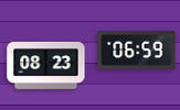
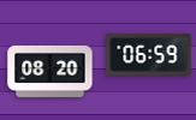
clock at (46, 65): 08:23 -> 08:20
